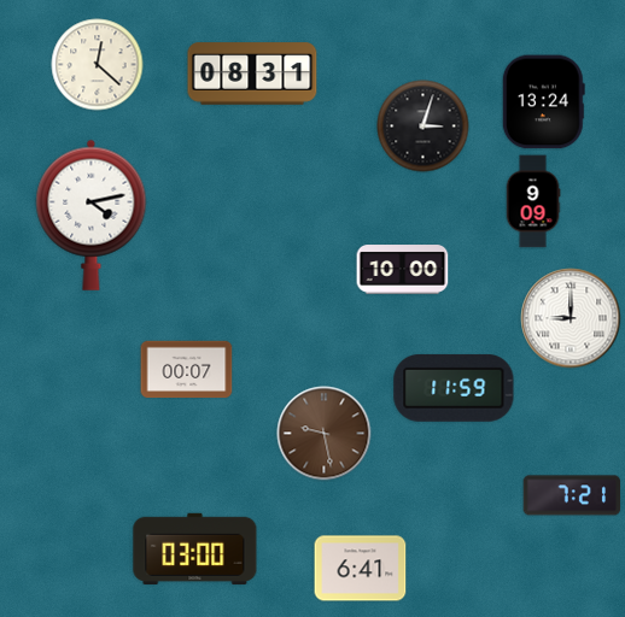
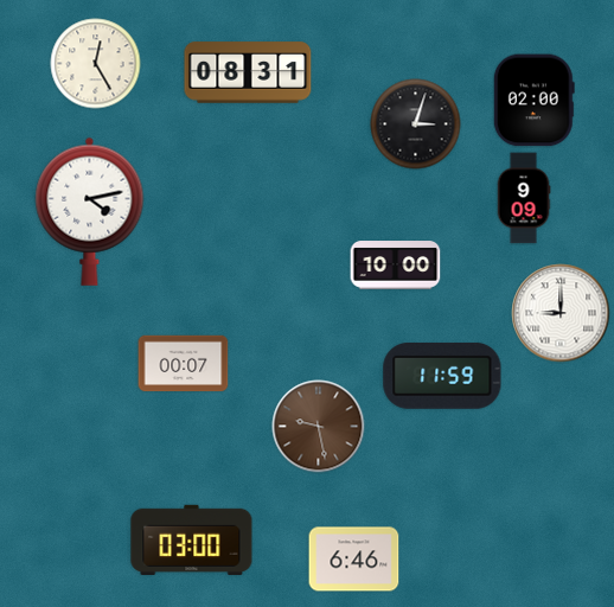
clock at (98, 65): 12:22 -> 12:25
clock at (543, 102): 13:24 -> 02:00
clock at (454, 388) position: (454, 388) -> (442, 376)
clock at (572, 495): 7:21 -> none
clock at (361, 569): 6:41 -> 6:46
